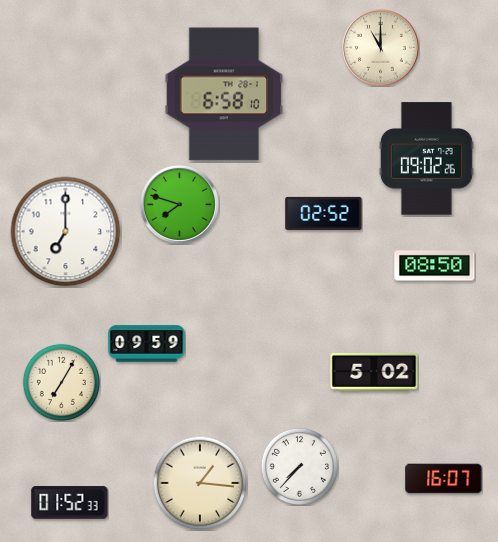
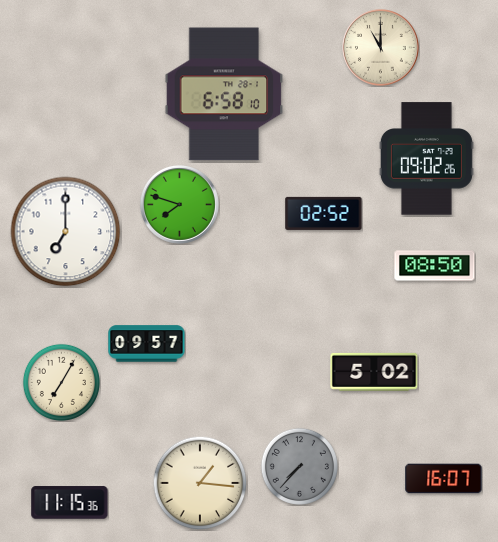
clock at (147, 344): 09:59 -> 09:57
clock at (299, 466) dial: white -> grey
clock at (70, 503): 01:52 -> 11:15
